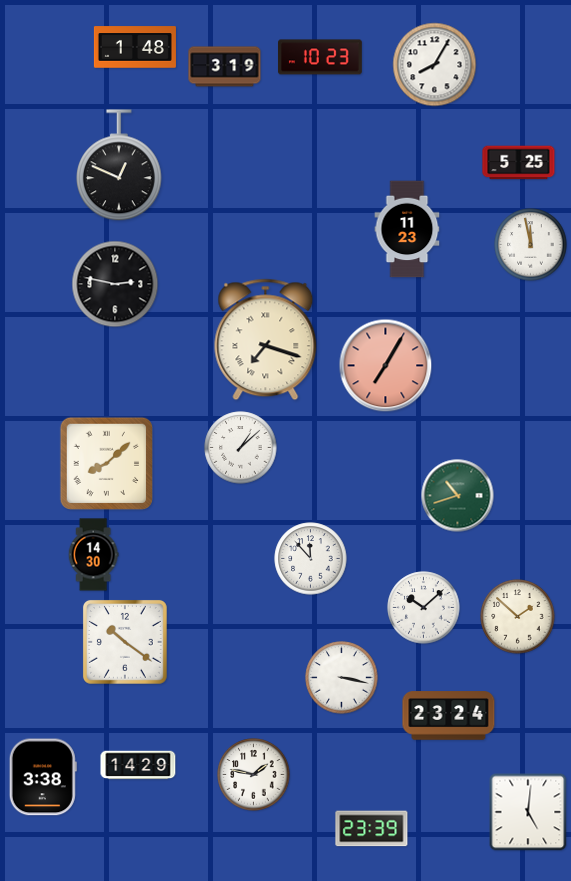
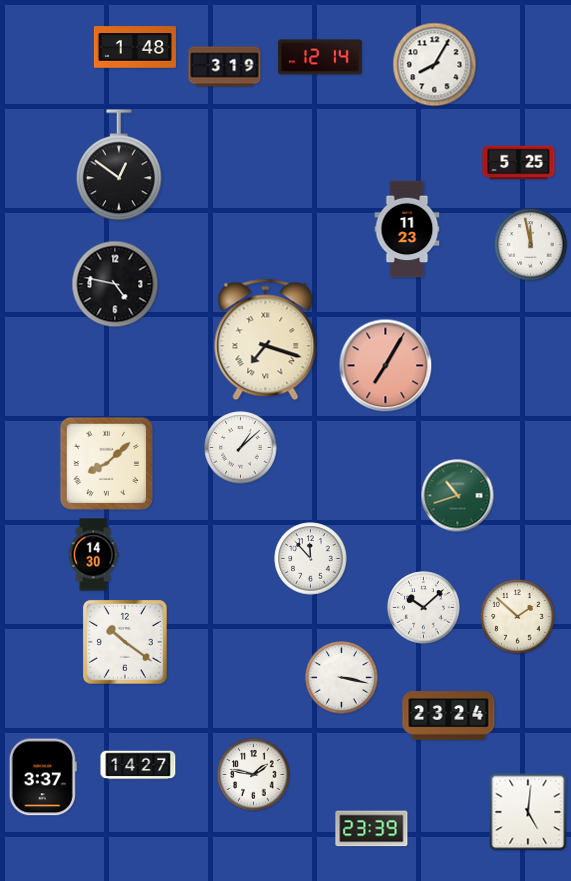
clock at (321, 57): 10:23 -> 12:14
clock at (119, 166): 12:49 -> 12:51
clock at (115, 284): 2:47 -> 4:47
clock at (138, 765): 14:29 -> 14:27
clock at (43, 777): 3:38 -> 3:37
